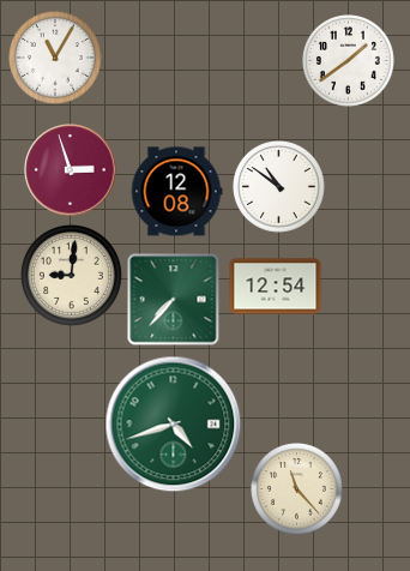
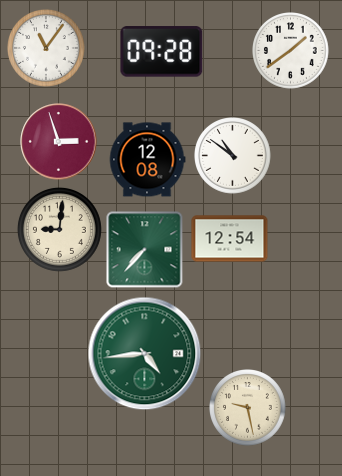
clock at (56, 59): 11:05 -> 11:06
clock at (162, 52): none -> 09:28
clock at (174, 425): 4:42 -> 4:44
clock at (297, 489): 11:23 -> 9:28
